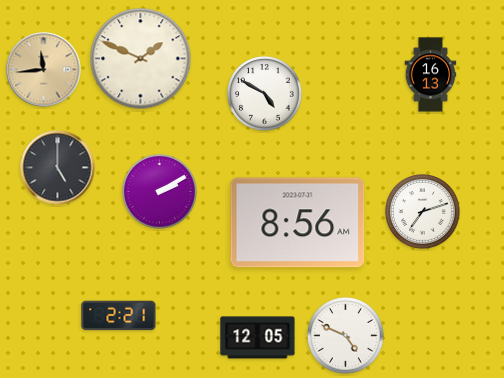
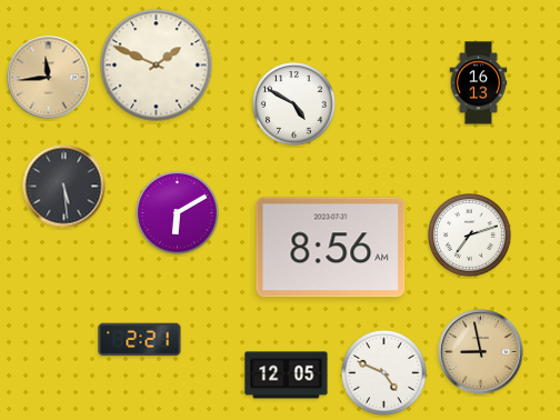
clock at (58, 168): 5:00 -> 5:29
clock at (160, 192): 2:10 -> 6:10
clock at (119, 316) position: (119, 316) -> (140, 340)
clock at (481, 352): none -> 8:58
